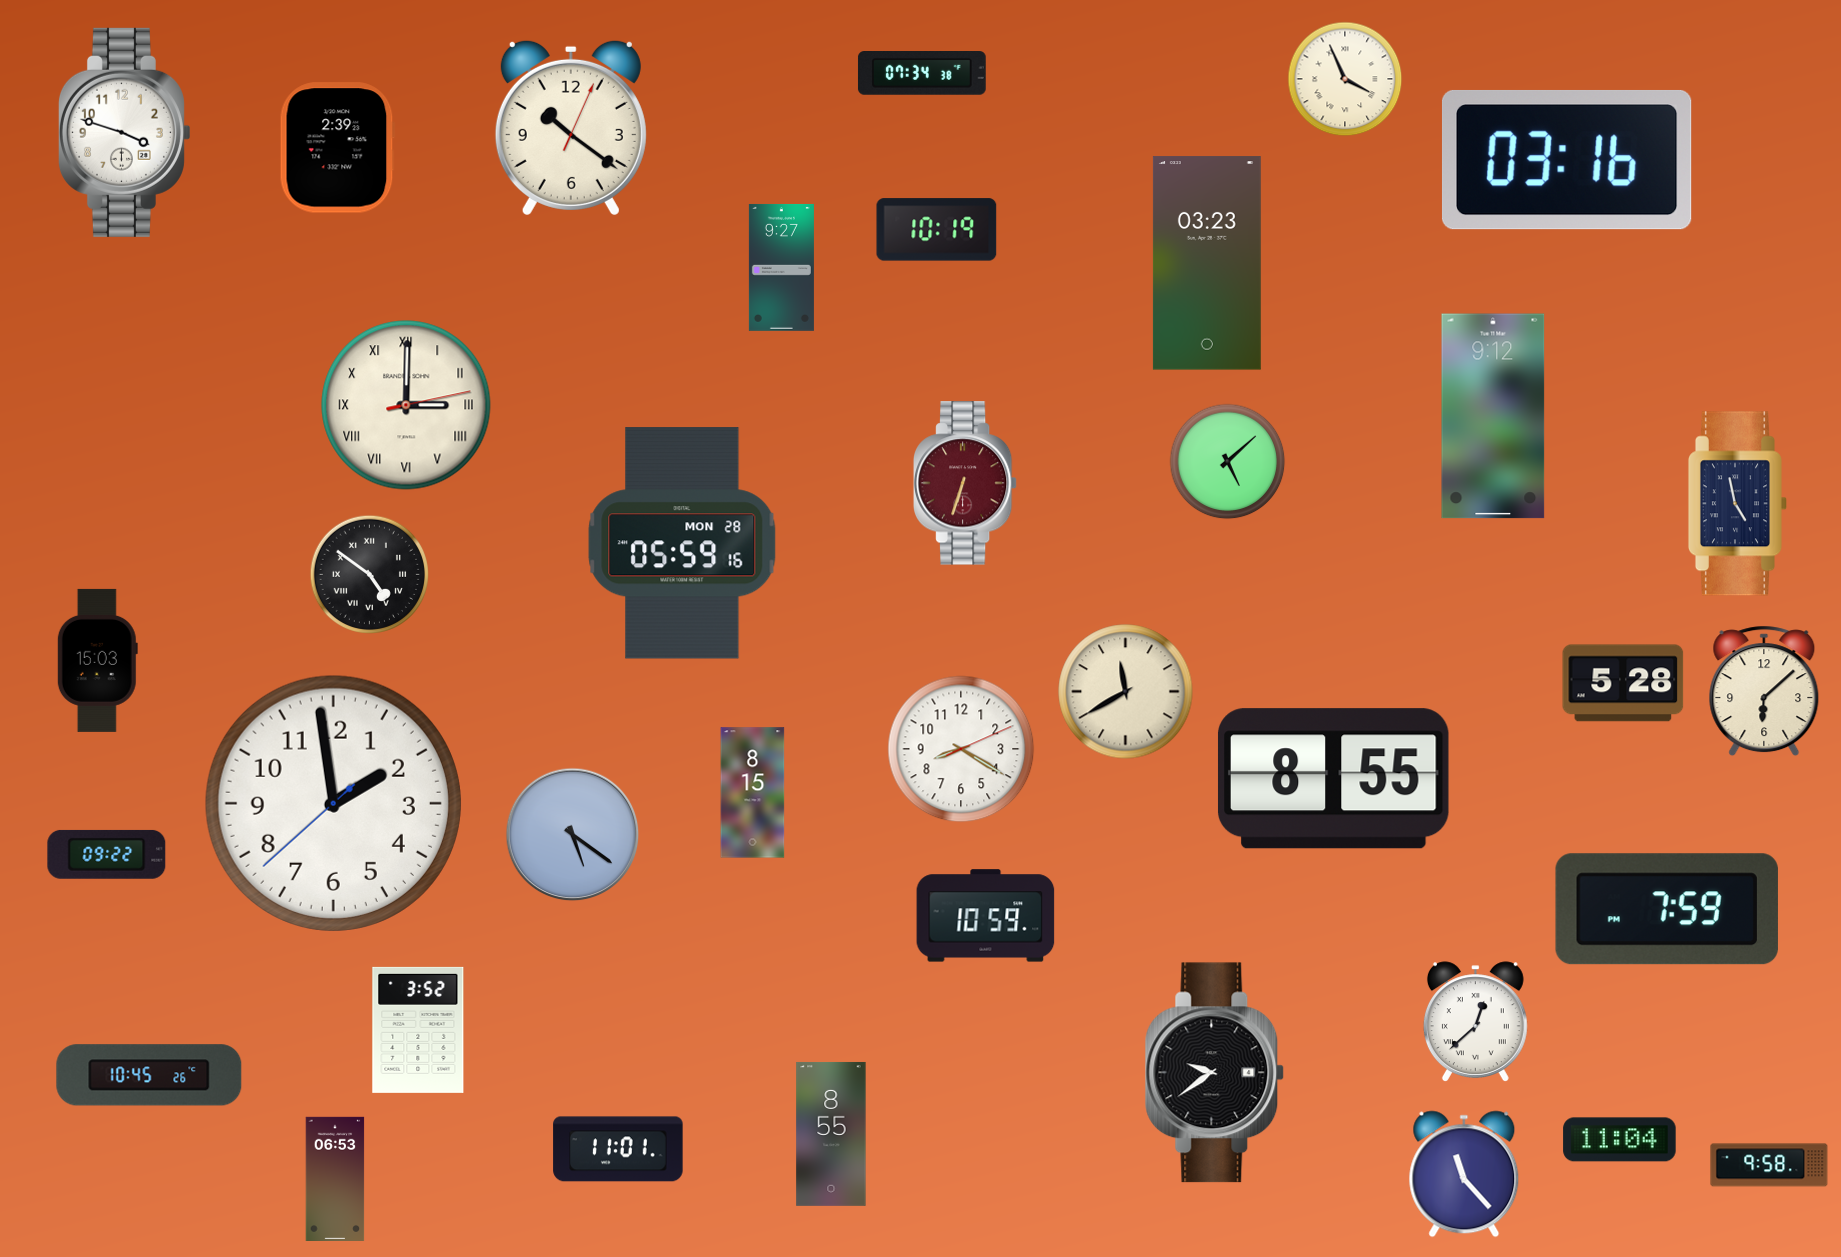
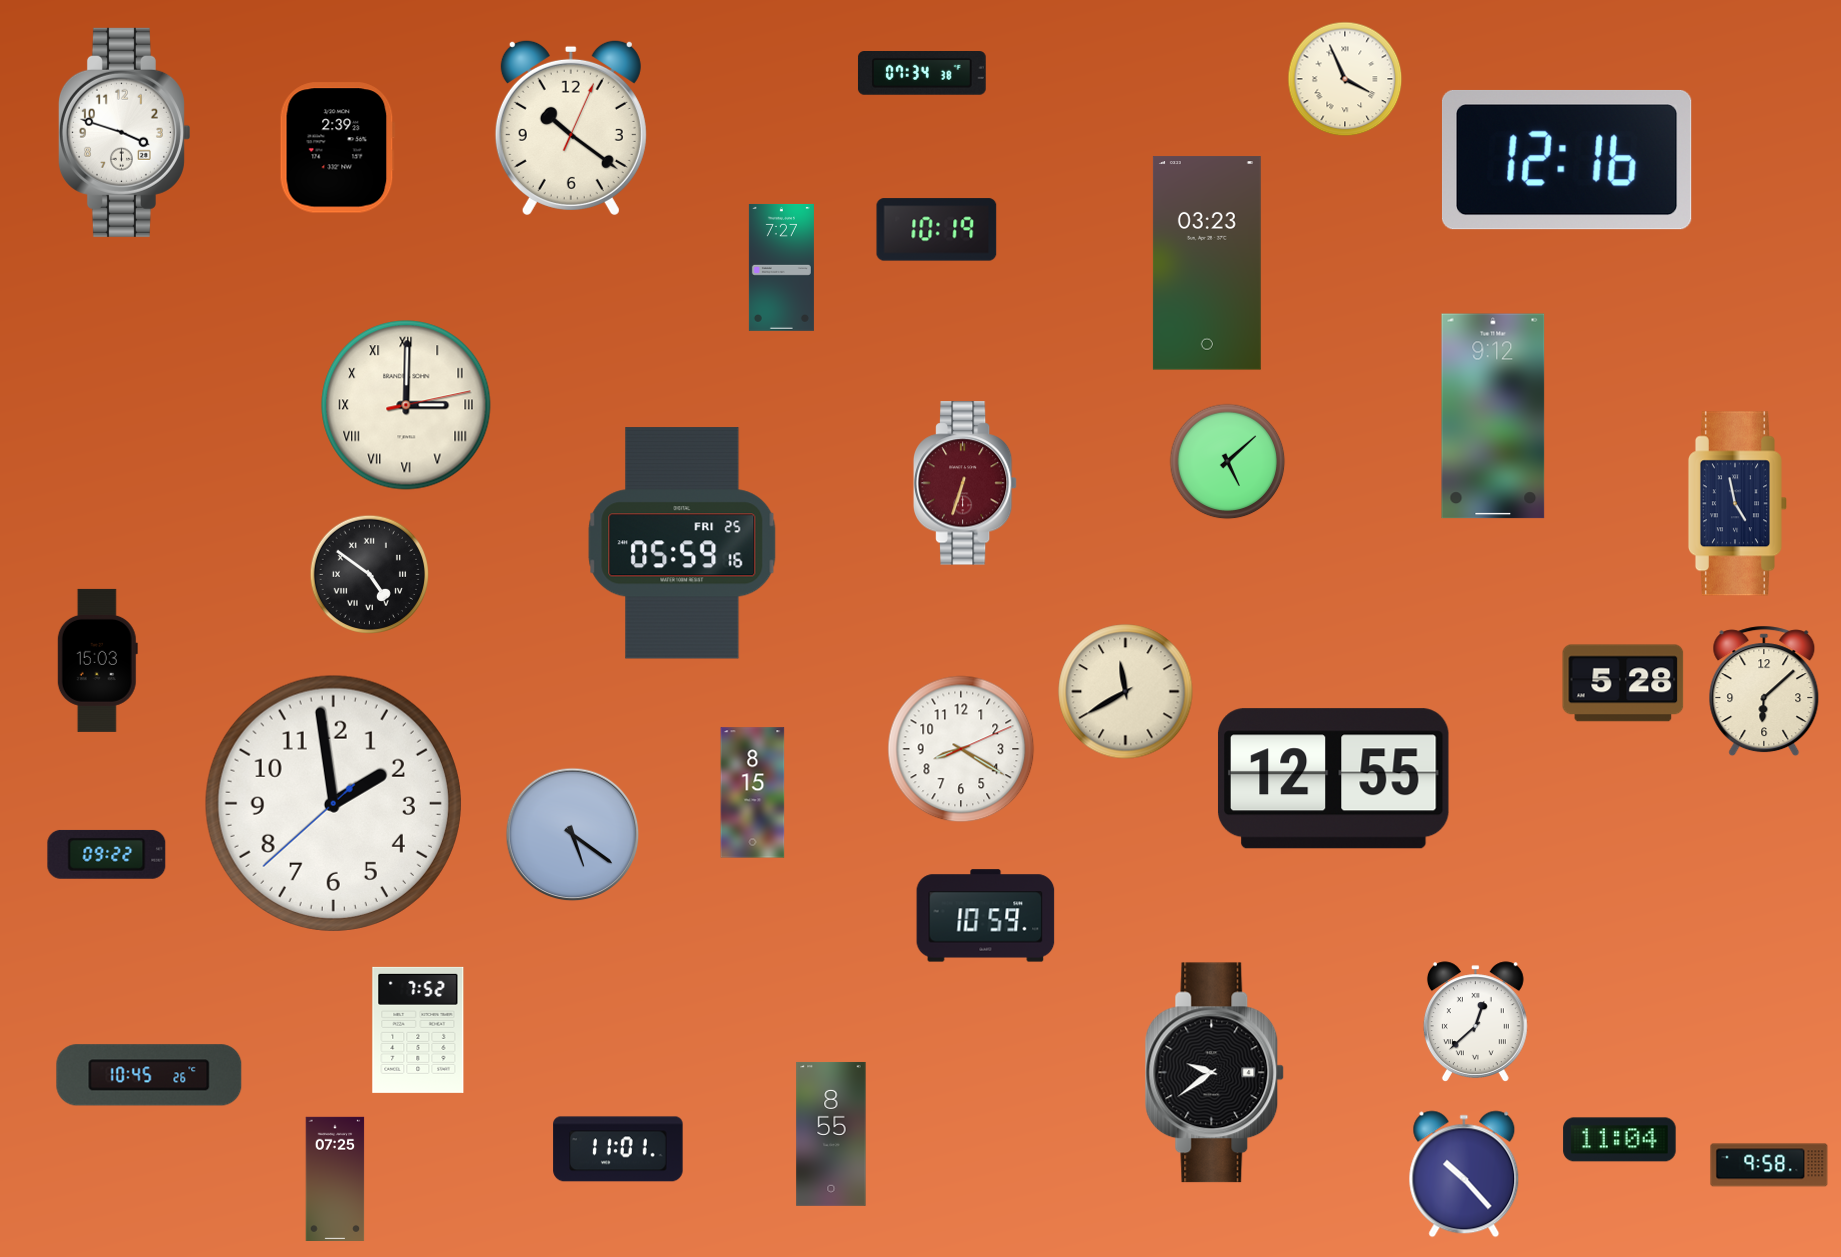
clock at (1567, 160): 03:16 -> 12:16
clock at (781, 267): 9:27 -> 7:27
clock at (682, 543) date: MON 28 -> FRI 25
clock at (1333, 779): 8:55 -> 12:55
clock at (1667, 909): 7:59 -> none
clock at (418, 1030): 3:52 -> 7:52
clock at (1464, 1174): 11:23 -> 10:23
clock at (335, 1178): 06:53 -> 07:25
